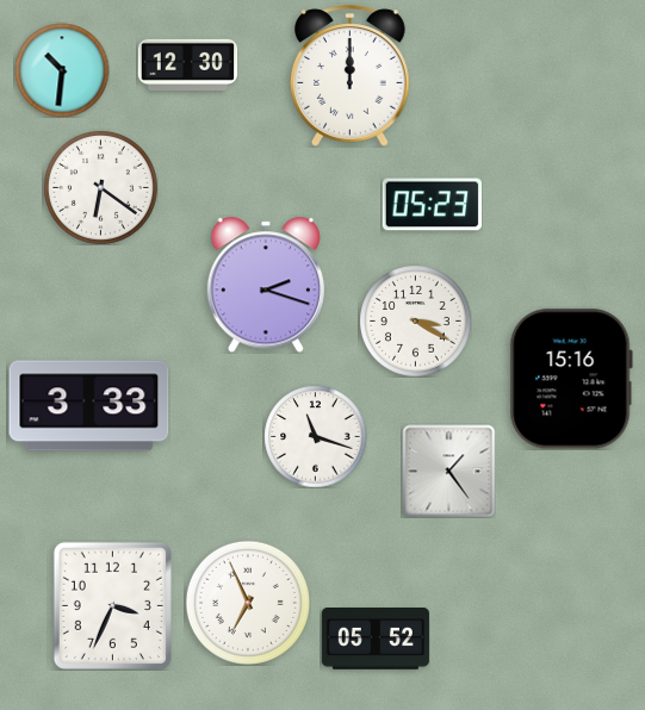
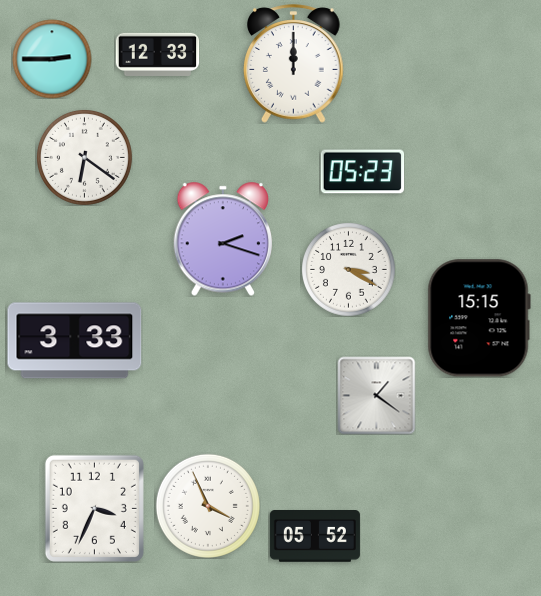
clock at (187, 64): 12:30 -> 12:33
clock at (62, 70): 10:31 -> 2:45
clock at (571, 379): 15:16 -> 15:15
clock at (315, 436): 11:18 -> none
clock at (448, 471): 1:24 -> 1:21
clock at (248, 603): 6:56 -> 3:56
